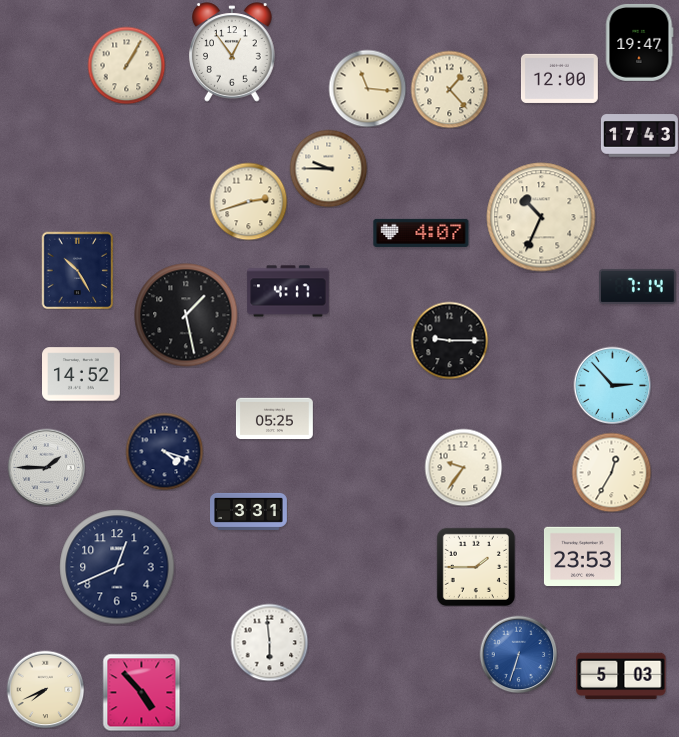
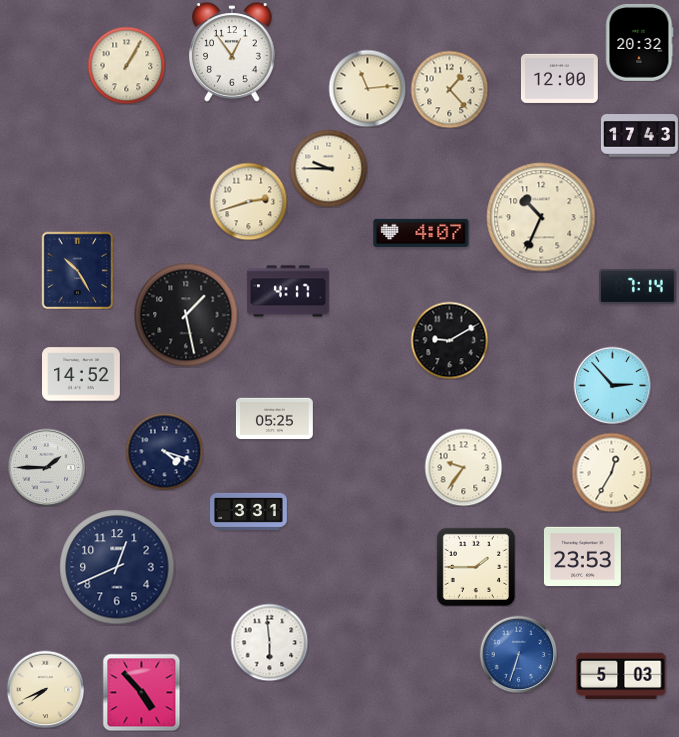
clock at (639, 42): 19:47 -> 20:32
clock at (367, 88): 11:16 -> 11:14
clock at (449, 340): 9:15 -> 9:10
